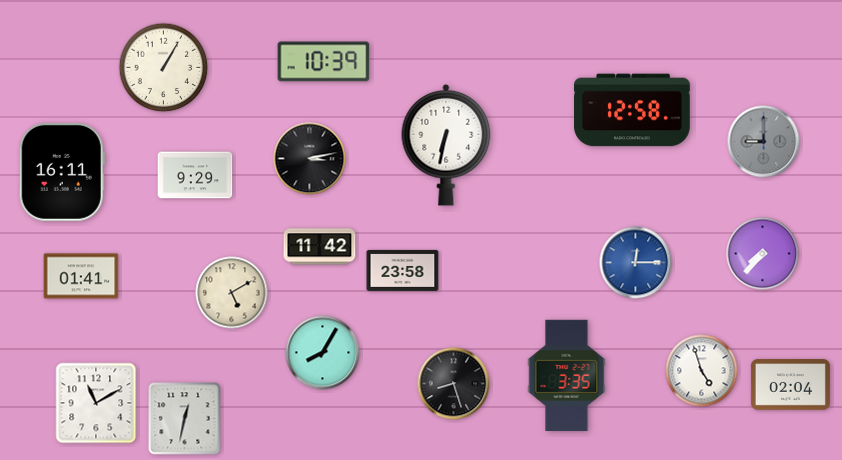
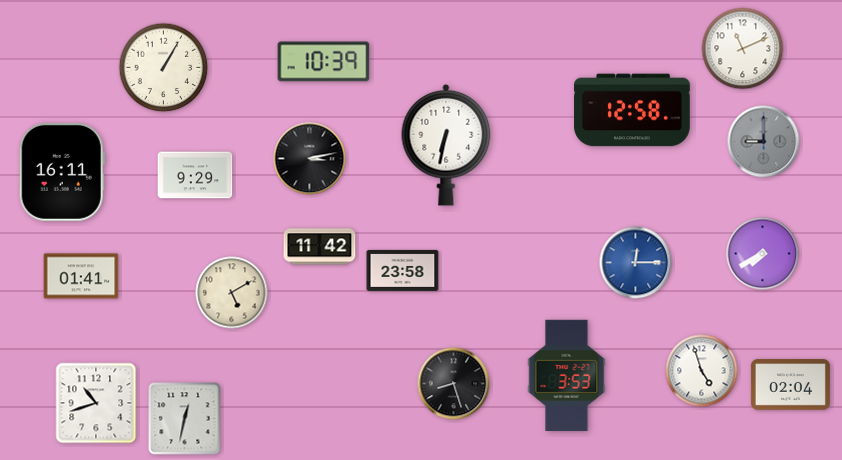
clock at (743, 49): none -> 11:11
clock at (763, 254): 7:37 -> 7:40
clock at (323, 353): 8:05 -> none
clock at (567, 376): 3:35 -> 3:53
clock at (96, 403): 11:10 -> 10:42
